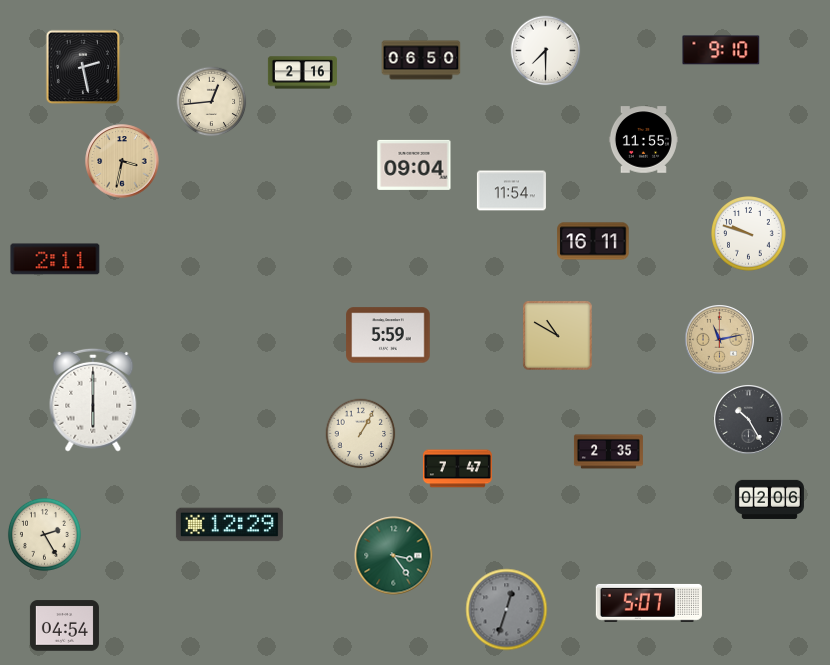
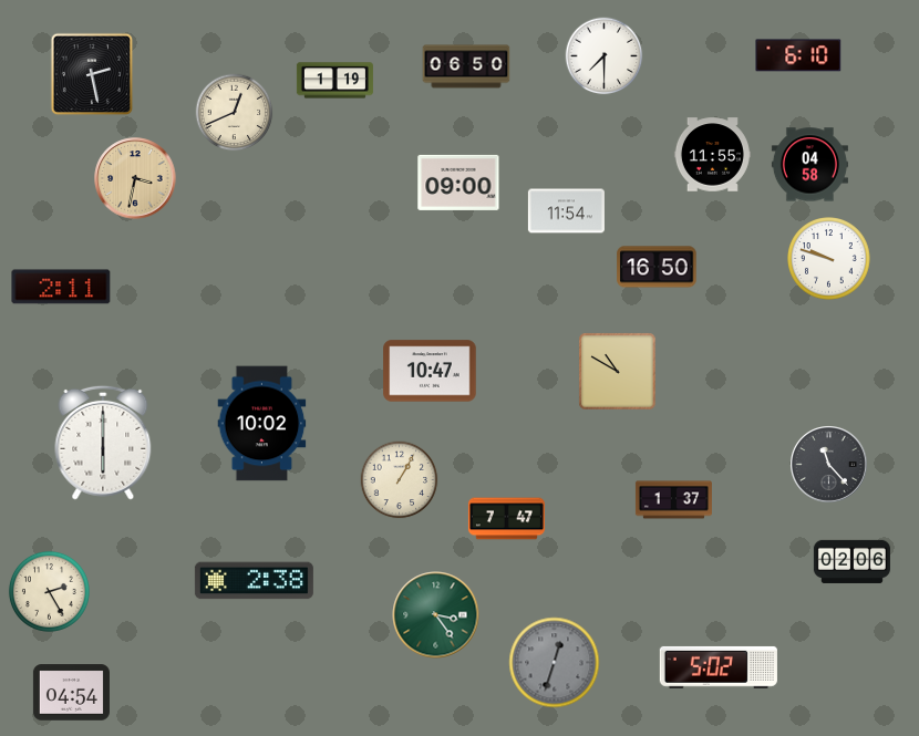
clock at (721, 50): 9:10 -> 6:10
clock at (302, 73): 2:16 -> 1:19
clock at (212, 102): 12:44 -> 12:41
clock at (809, 165): none -> 04:58
clock at (414, 165): 09:04 -> 09:00
clock at (593, 241): 16:11 -> 16:50
clock at (388, 335): 5:59 -> 10:47
clock at (720, 340): 11:13 -> none
clock at (262, 424): none -> 10:02
clock at (749, 420): 10:25 -> 11:23
clock at (608, 452): 2:35 -> 1:37
clock at (769, 499) position: (769, 499) -> (851, 561)
clock at (229, 525): 12:29 -> 2:38
clock at (649, 603): 5:07 -> 5:02
clock at (507, 610) position: (507, 610) -> (555, 663)
